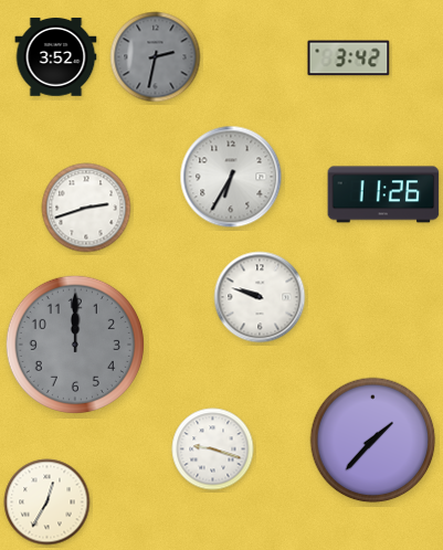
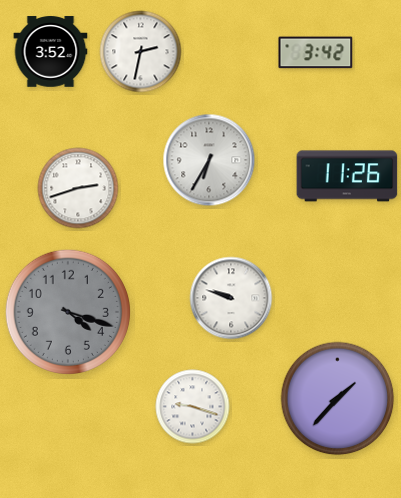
clock at (156, 57) dial: grey -> white
clock at (260, 297) position: (260, 297) -> (231, 298)
clock at (75, 345): 12:00 -> 4:18
clock at (48, 503): 12:35 -> none
